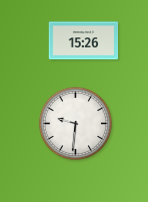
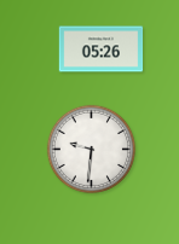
clock at (84, 41): 15:26 -> 05:26
